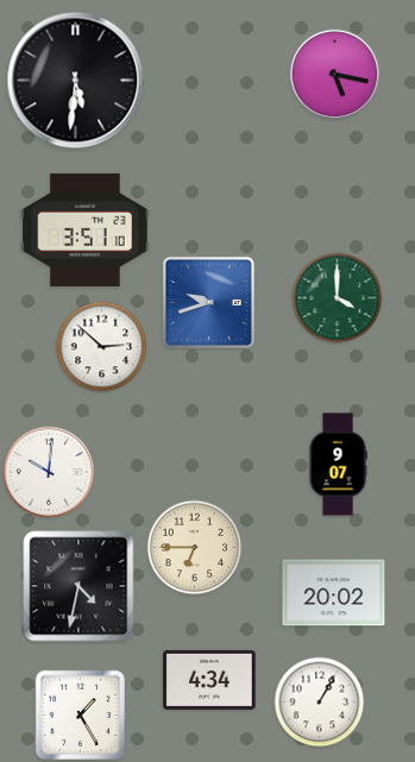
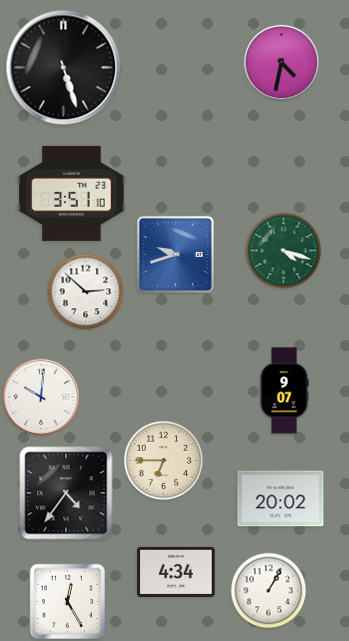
clock at (334, 74): 5:17 -> 4:32
clock at (76, 81): 5:31 -> 5:27
clock at (338, 298): 4:00 -> 4:18
clock at (78, 586): 4:32 -> 4:36
clock at (80, 714): 1:25 -> 12:25
